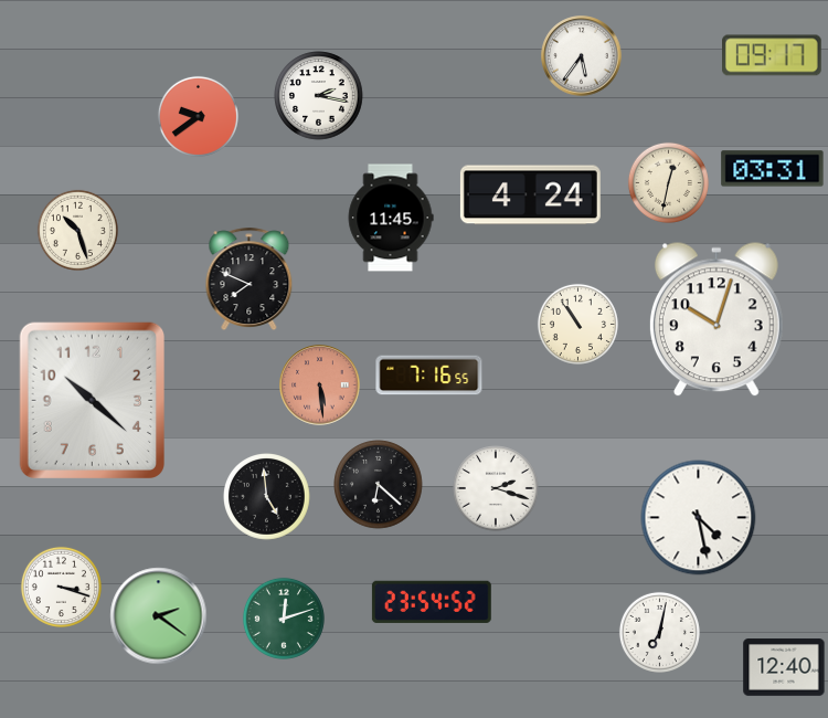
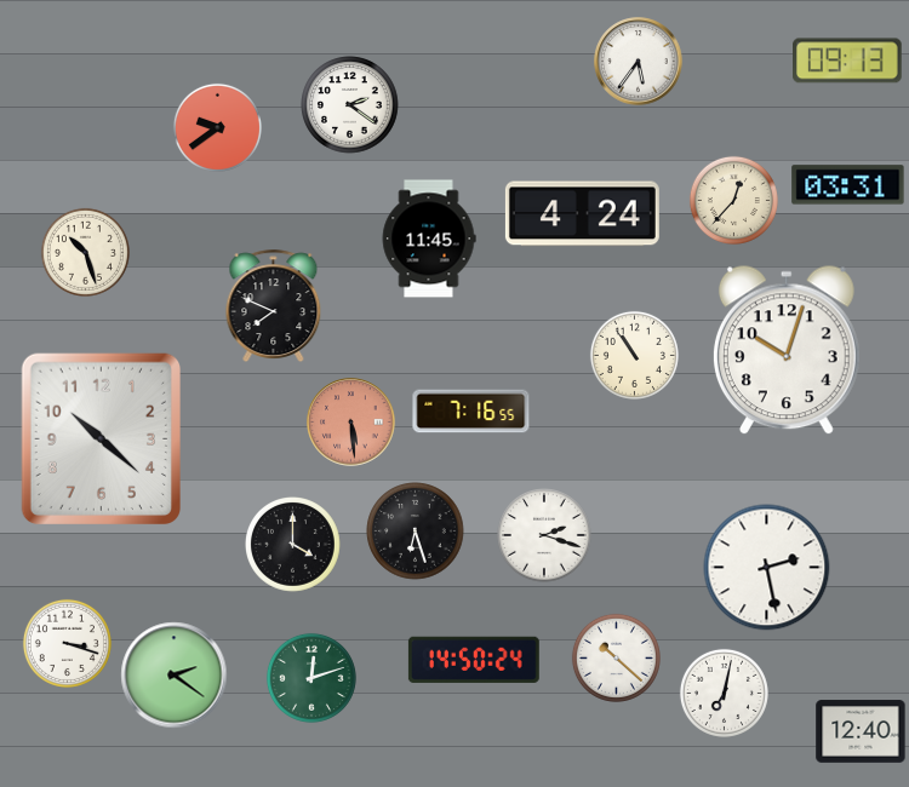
clock at (773, 55): 09:17 -> 09:13
clock at (319, 96): 2:17 -> 2:21
clock at (668, 182): 12:32 -> 12:37
clock at (379, 485): 6:22 -> 6:27
clock at (267, 497): 4:59 -> 4:00
clock at (699, 518): 4:28 -> 2:28
clock at (616, 657): none -> 10:22
clock at (432, 602): 23:54 -> 14:50
